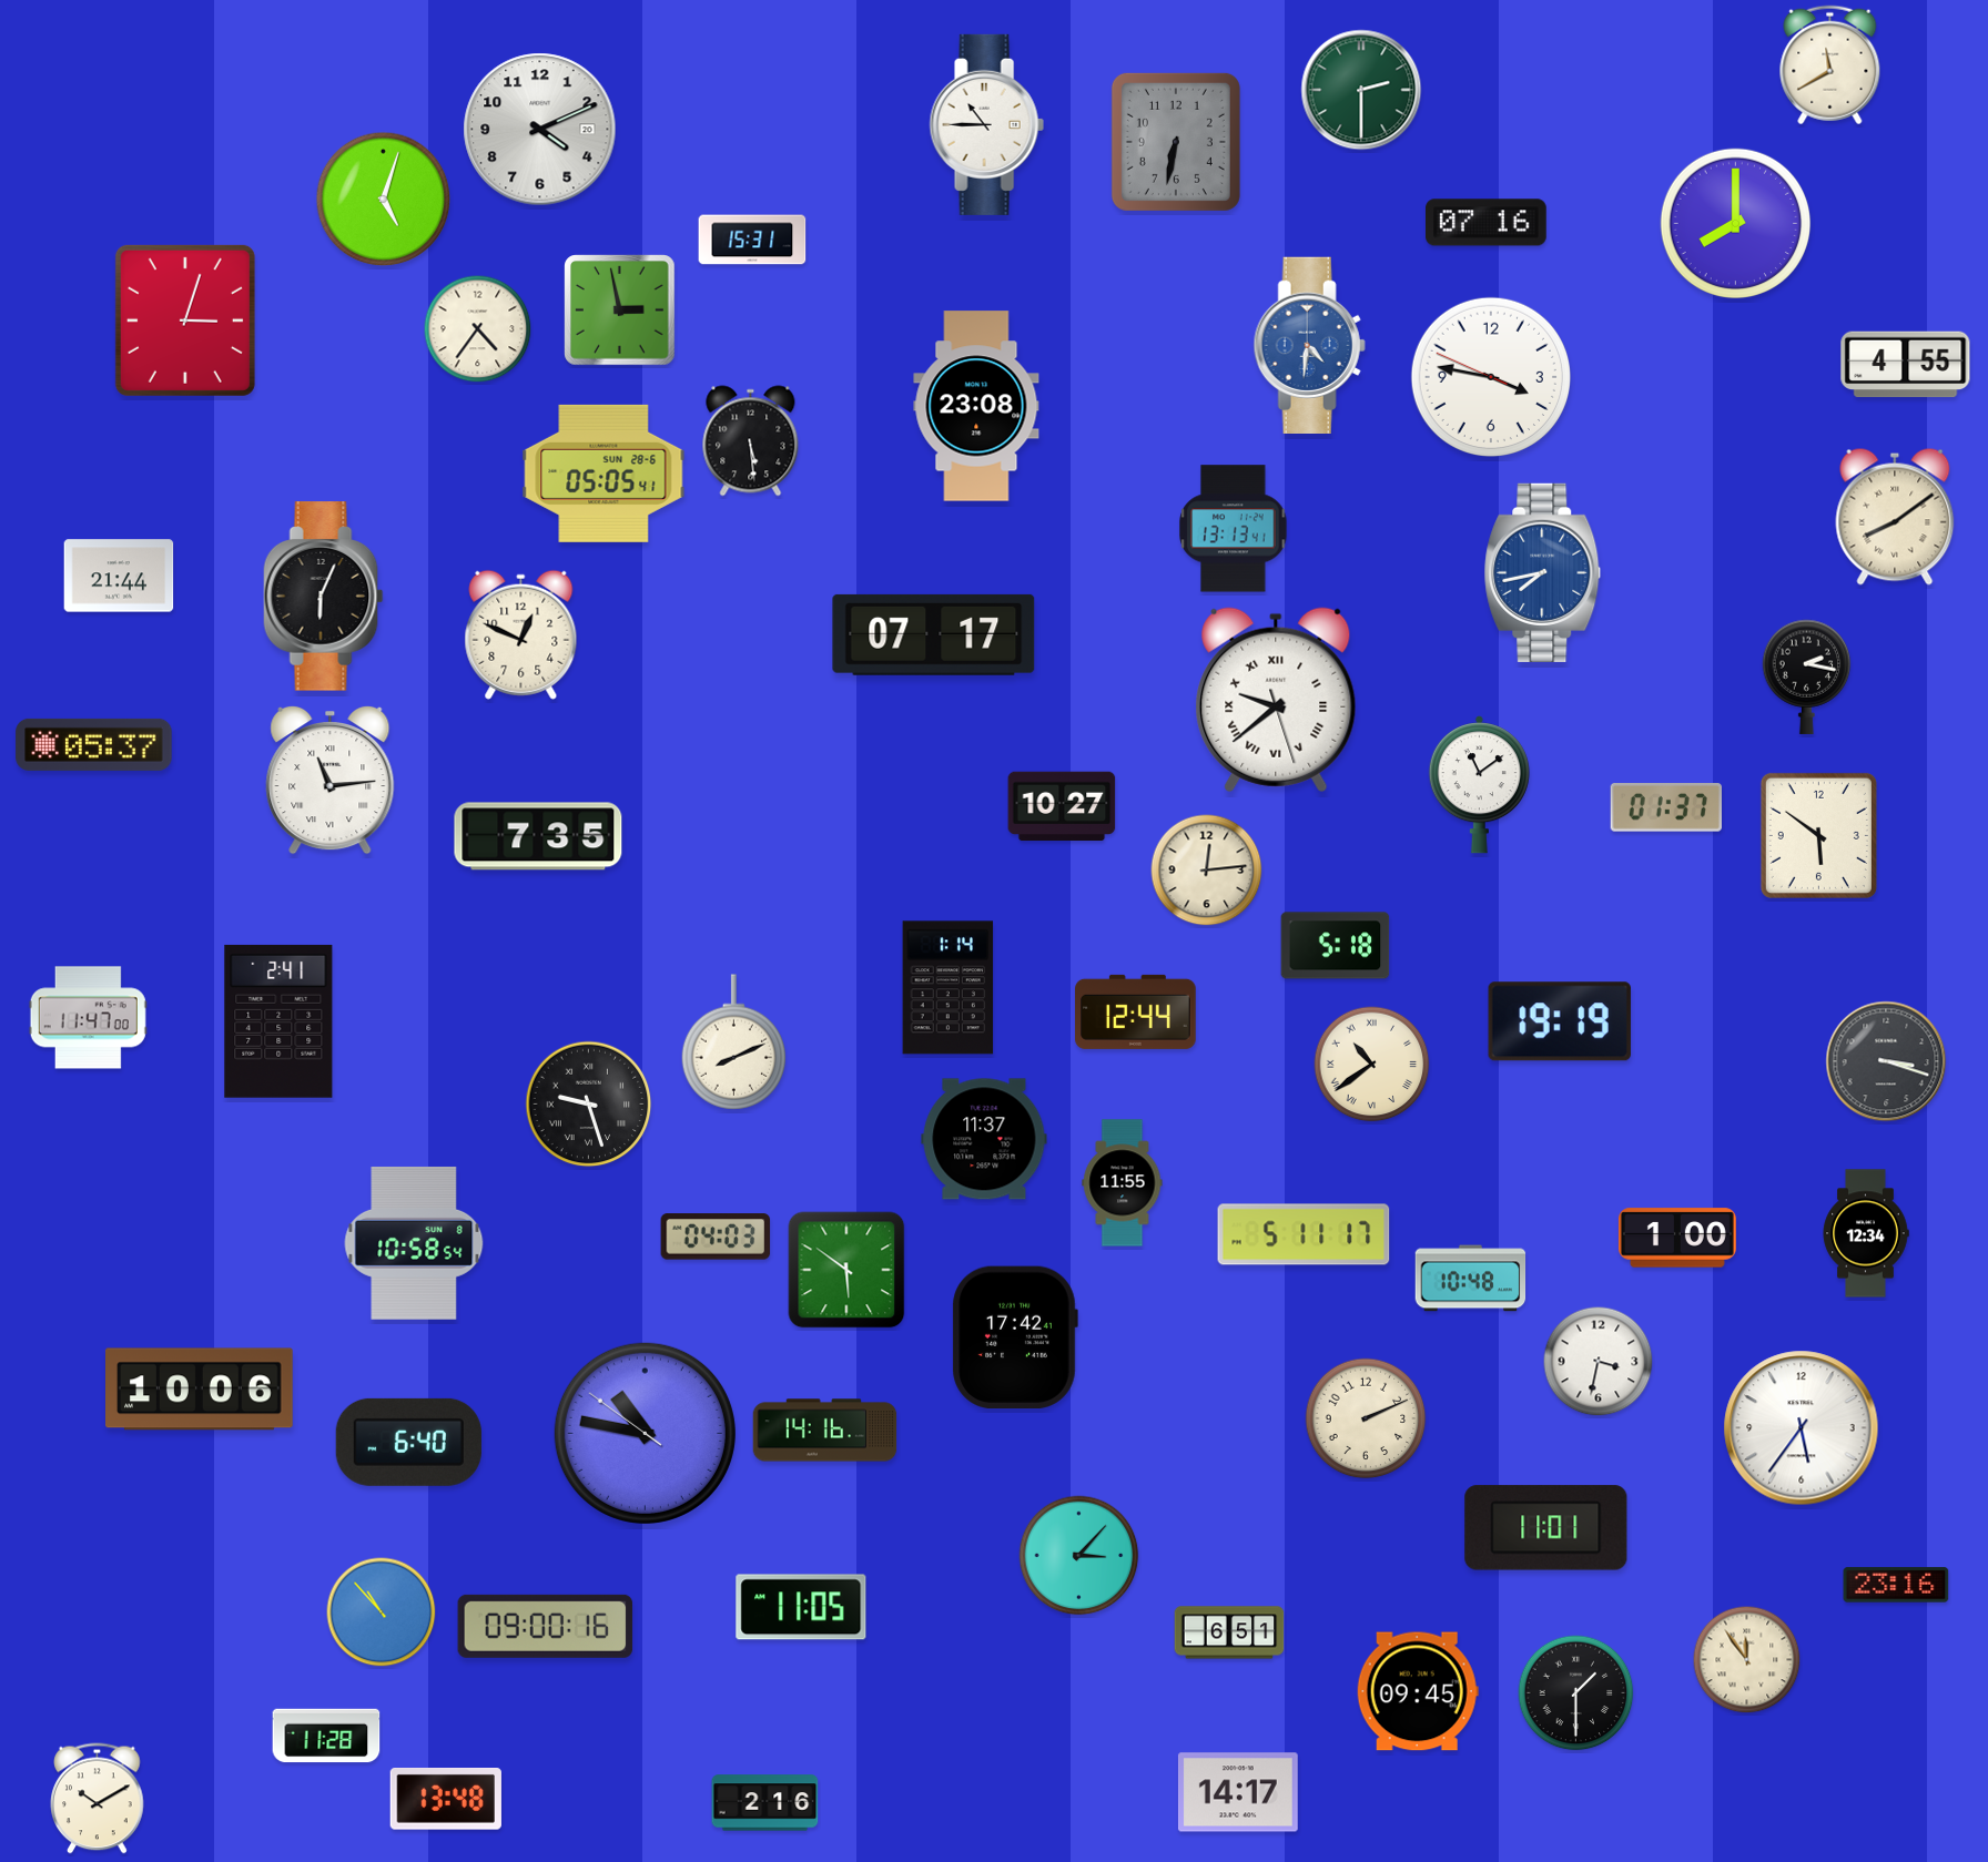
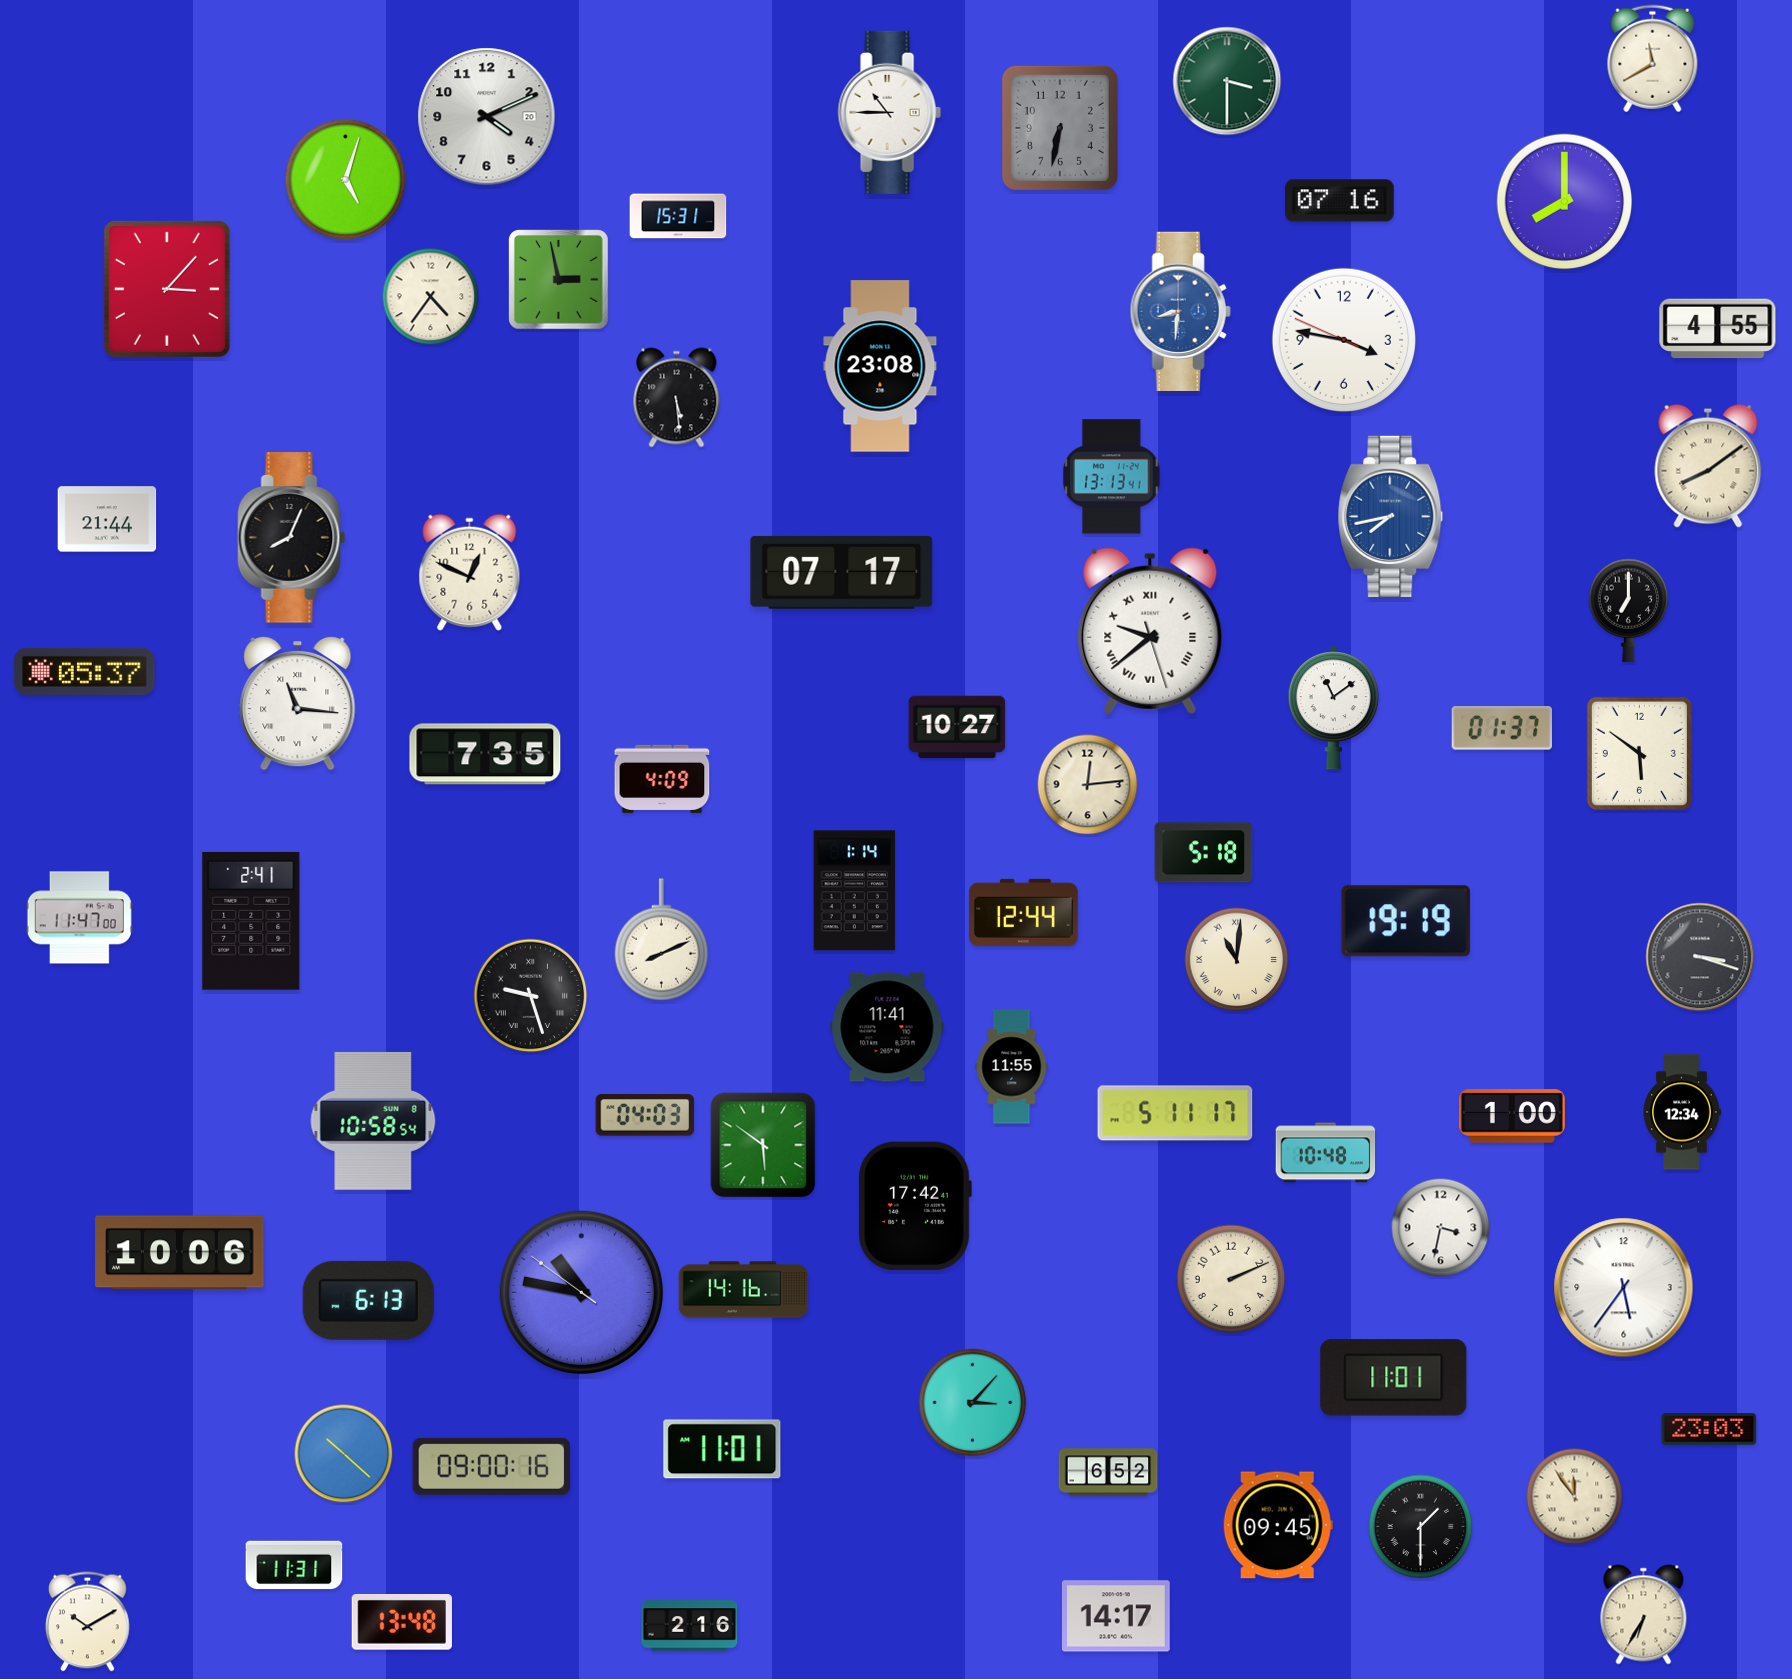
clock at (1830, 65) position: (1830, 65) -> (1653, 59)
clock at (1361, 90): 2:30 -> 3:30
clock at (185, 320): 3:03 -> 3:07
clock at (1309, 345): 4:31 -> 8:31
clock at (603, 474): 05:05 -> none
clock at (324, 597): 6:04 -> 8:04
clock at (1807, 676): 2:17 -> 7:00
clock at (331, 780): 11:14 -> 11:16
clock at (662, 779): none -> 4:09
clock at (1372, 1065): 10:39 -> 11:01
clock at (984, 1139): 11:37 -> 11:41
clock at (408, 1442): 6:40 -> 6:13
clock at (1896, 1585): 23:16 -> 23:03
clock at (801, 1607): 11:05 -> 11:01
clock at (382, 1612): 10:53 -> 10:22
clock at (1229, 1632): 6:51 -> 6:52
clock at (326, 1736): 11:28 -> 11:31
clock at (1644, 1615): none -> 6:35
